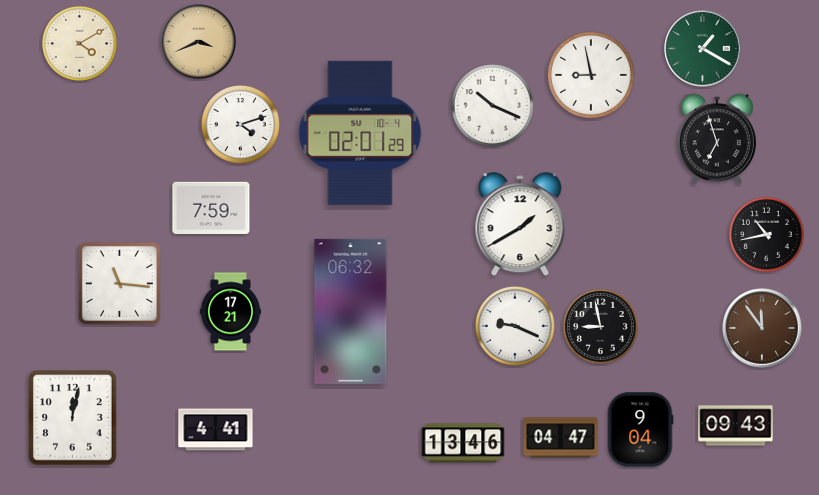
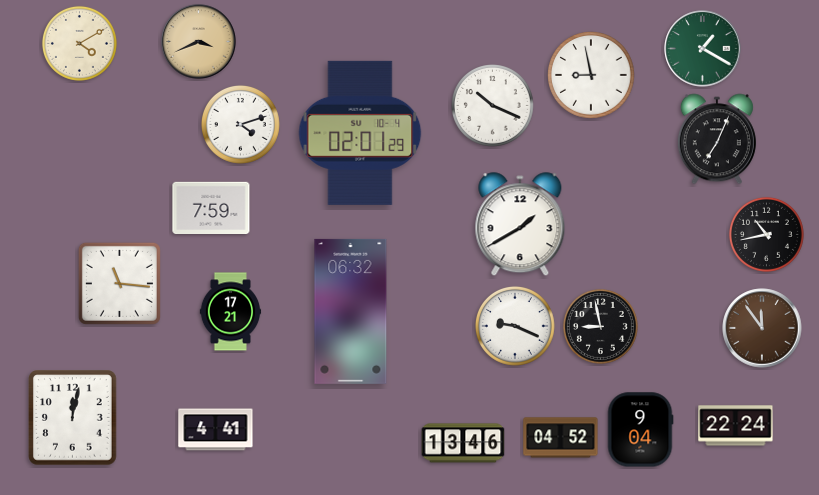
clock at (717, 139): 6:57 -> 7:04
clock at (736, 426): 09:43 -> 22:24
clock at (561, 438): 04:47 -> 04:52
